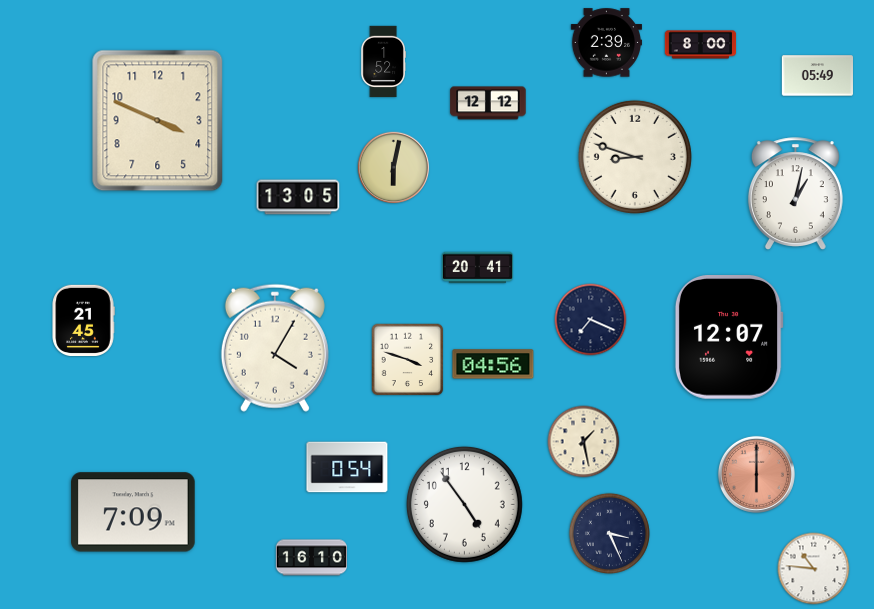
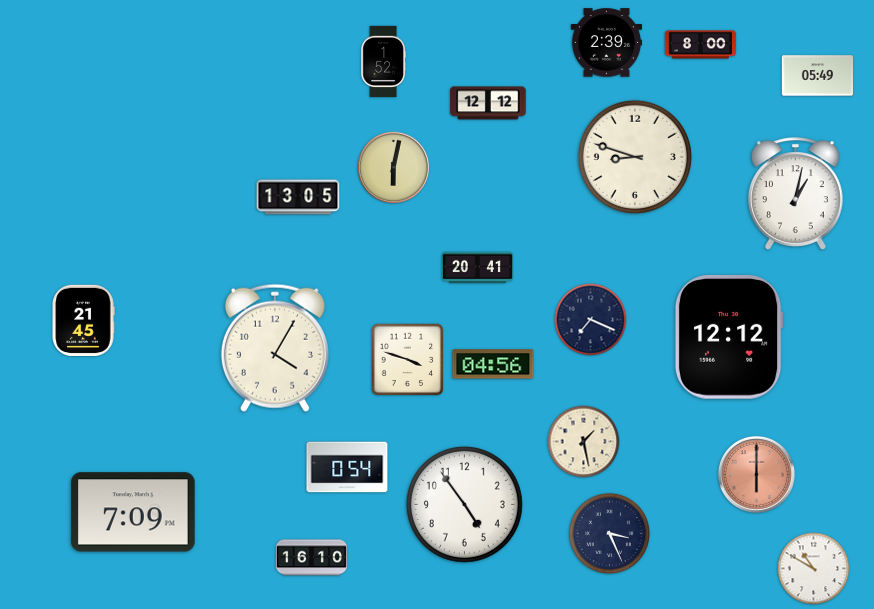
clock at (158, 121): 3:49 -> none
clock at (729, 338): 12:07 -> 12:12
clock at (814, 569): 10:46 -> 10:50
